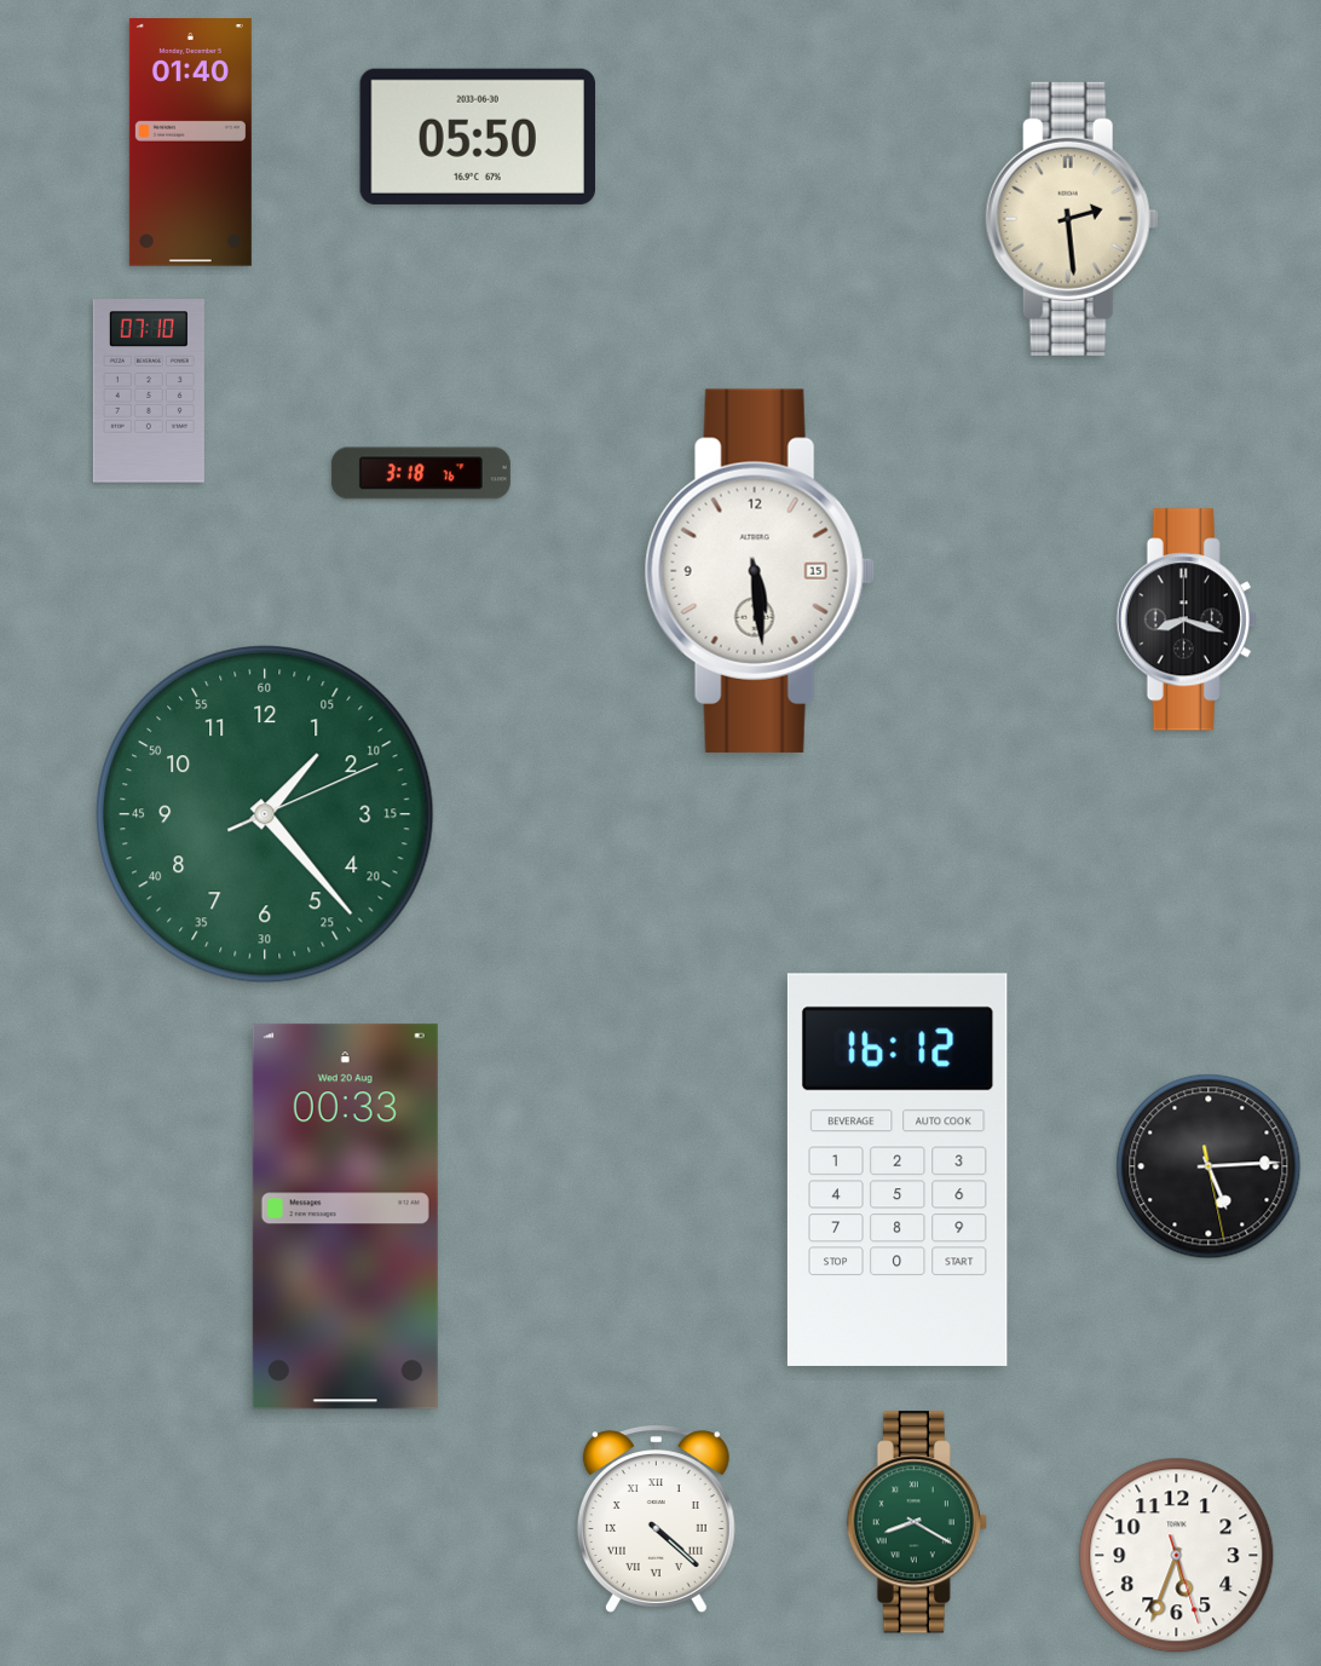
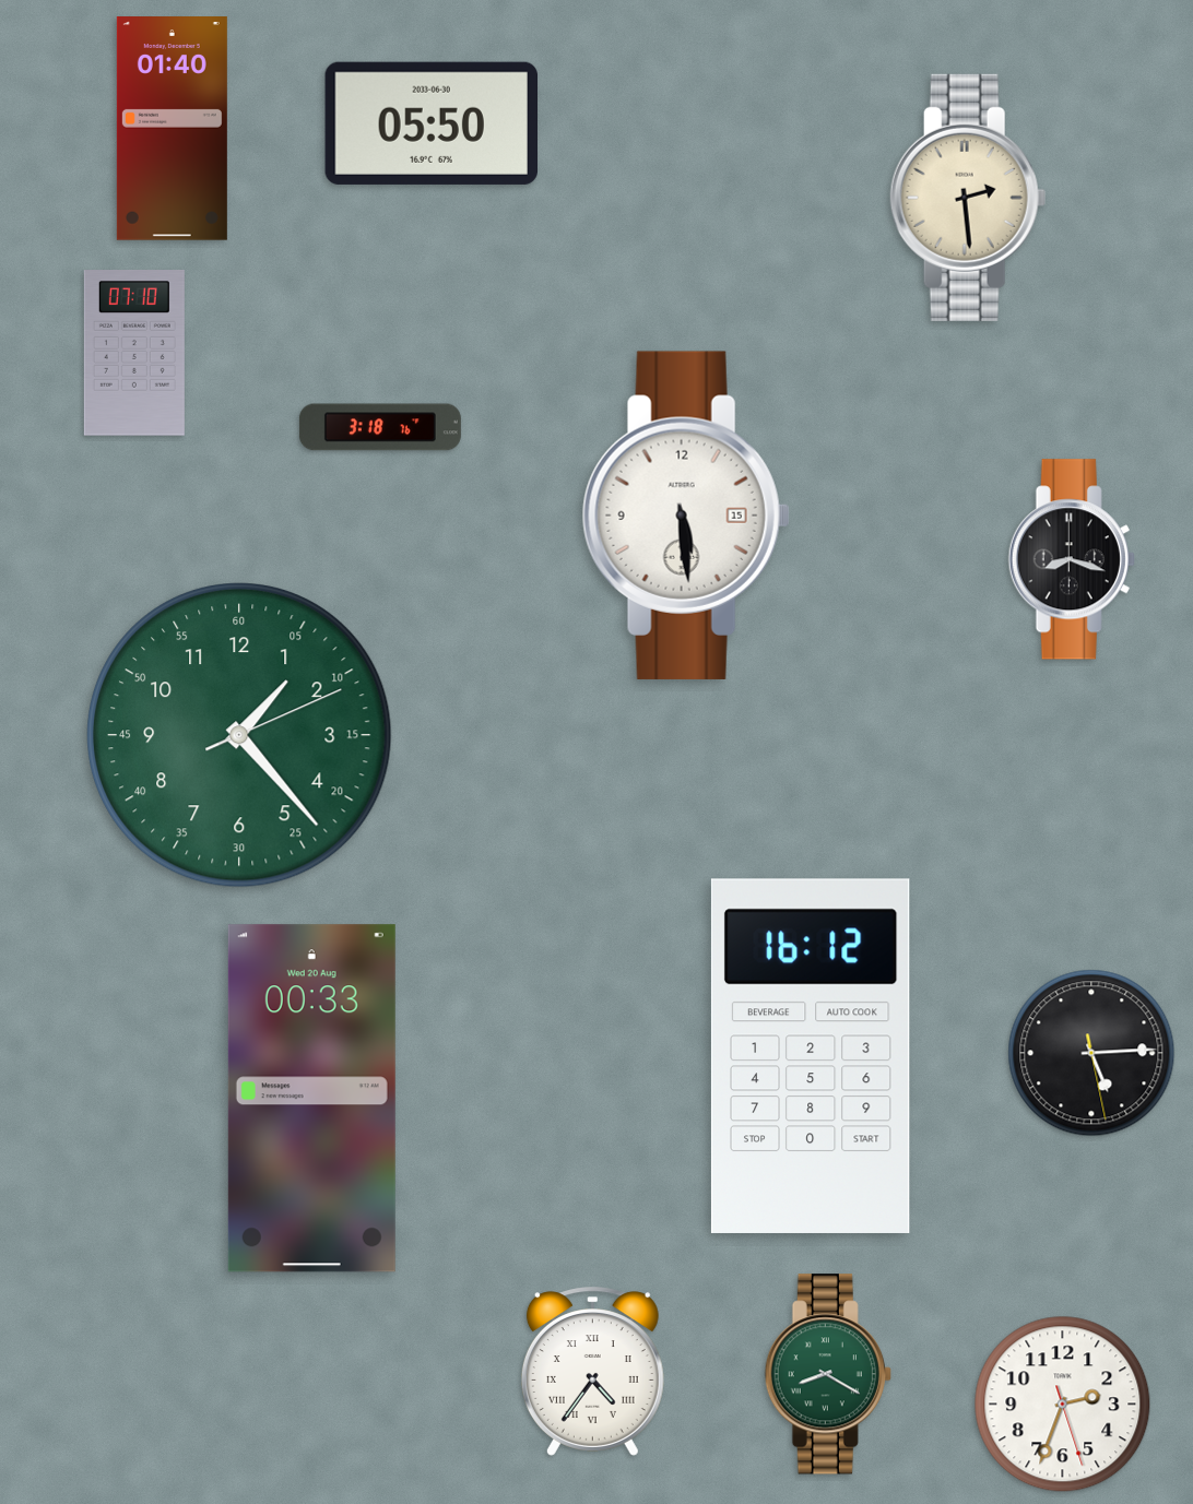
clock at (656, 1520): 4:22 -> 4:36
clock at (1177, 1556): 5:33 -> 2:33
